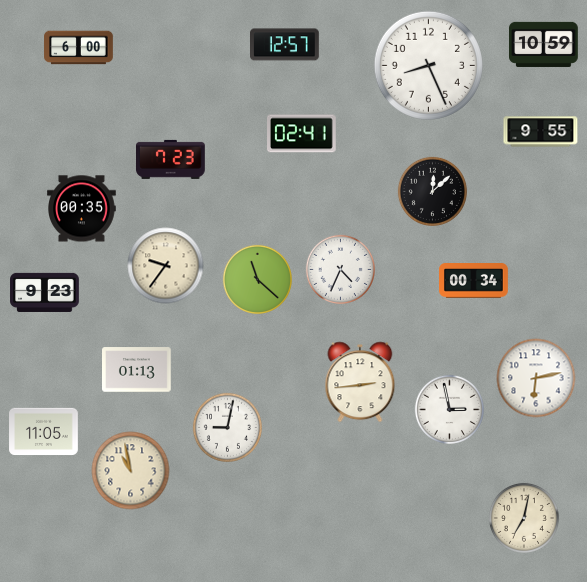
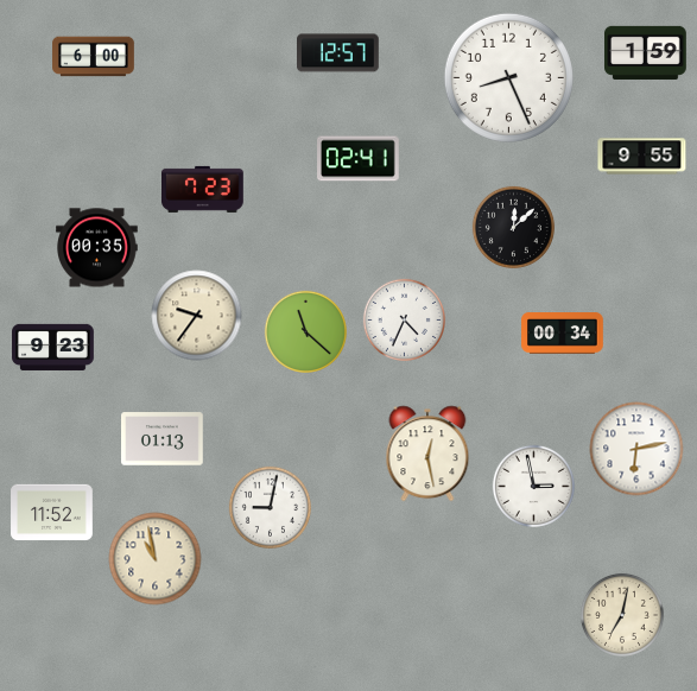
clock at (544, 44): 10:59 -> 1:59
clock at (360, 382): 2:44 -> 12:28
clock at (44, 432): 11:05 -> 11:52
